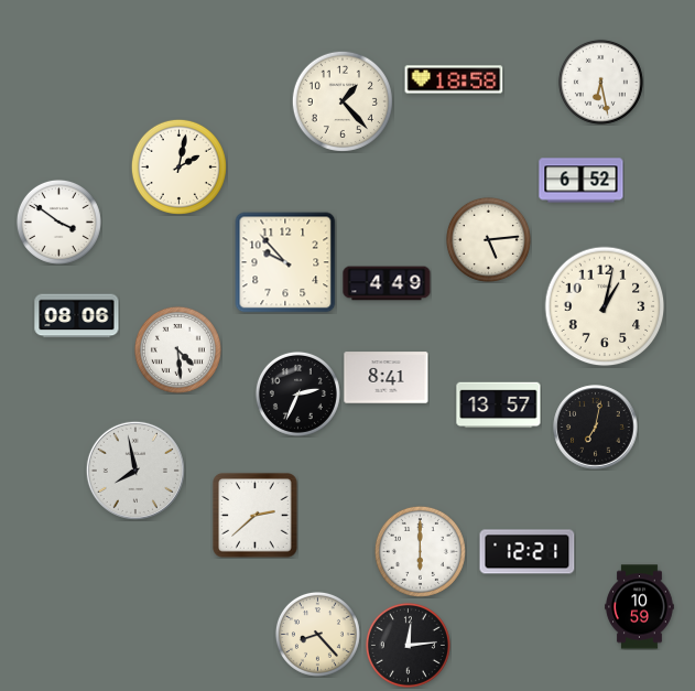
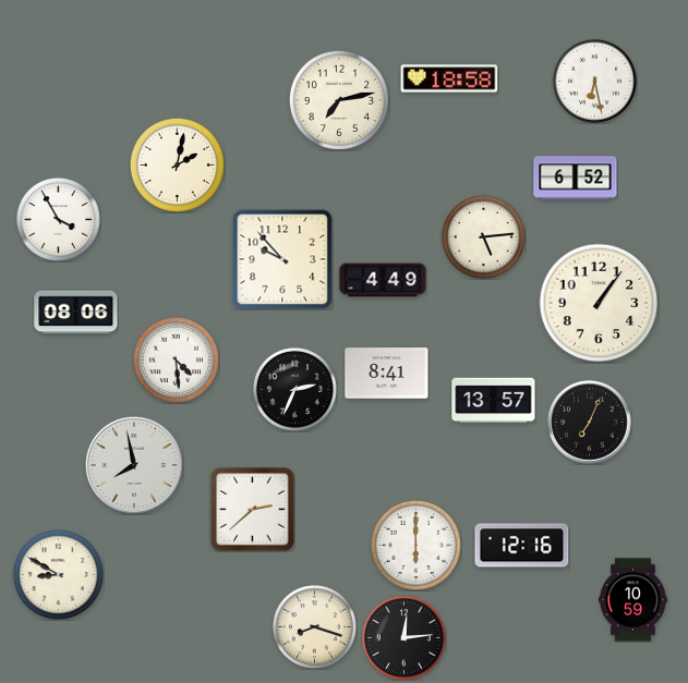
clock at (343, 101): 1:23 -> 7:13
clock at (58, 222): 3:51 -> 3:55
clock at (605, 306): 1:02 -> 1:06
clock at (177, 349) position: (177, 349) -> (176, 359)
clock at (387, 378) position: (387, 378) -> (387, 374)
clock at (596, 428): 7:02 -> 7:04
clock at (528, 552): 12:21 -> 12:16
clock at (58, 574): none -> 8:50
clock at (317, 634): 8:23 -> 8:18
